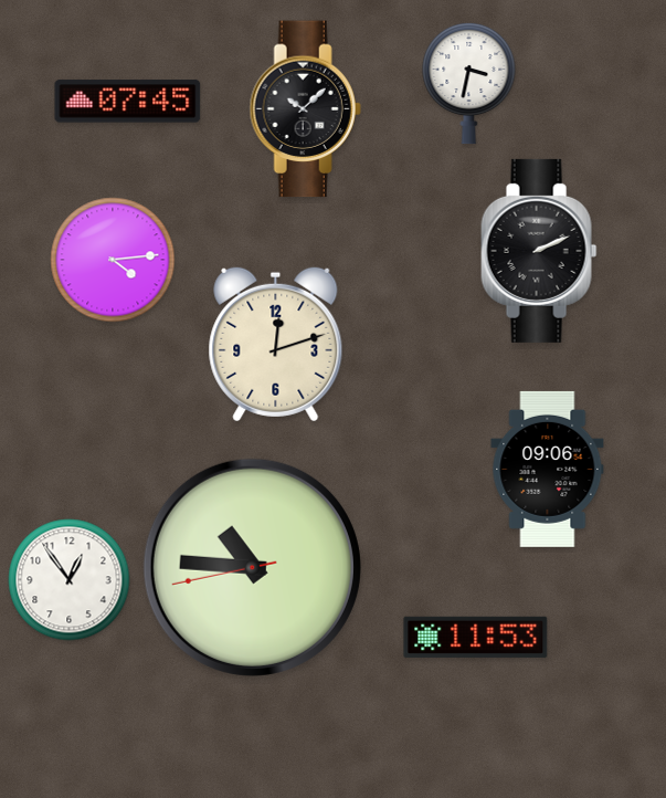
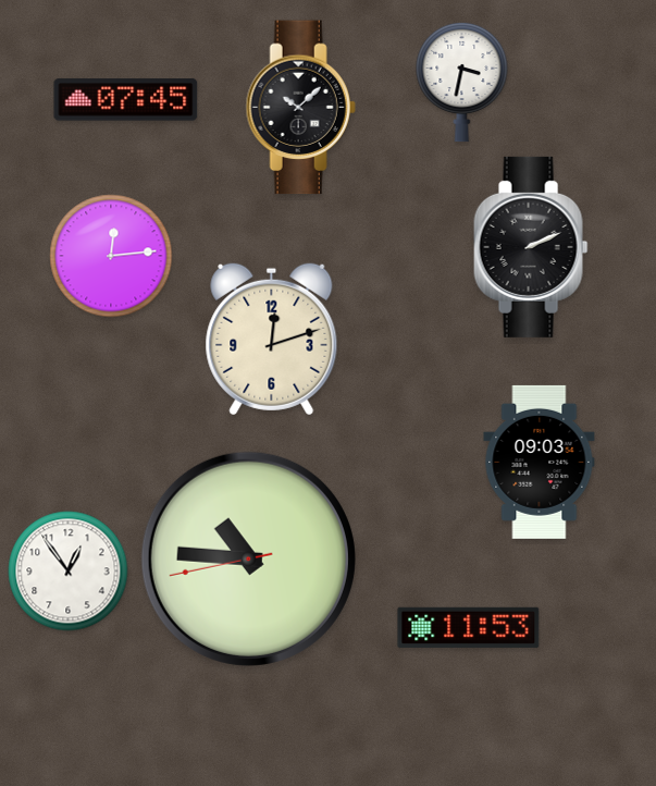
clock at (113, 260): 4:14 -> 12:14
clock at (548, 469): 09:06 -> 09:03
